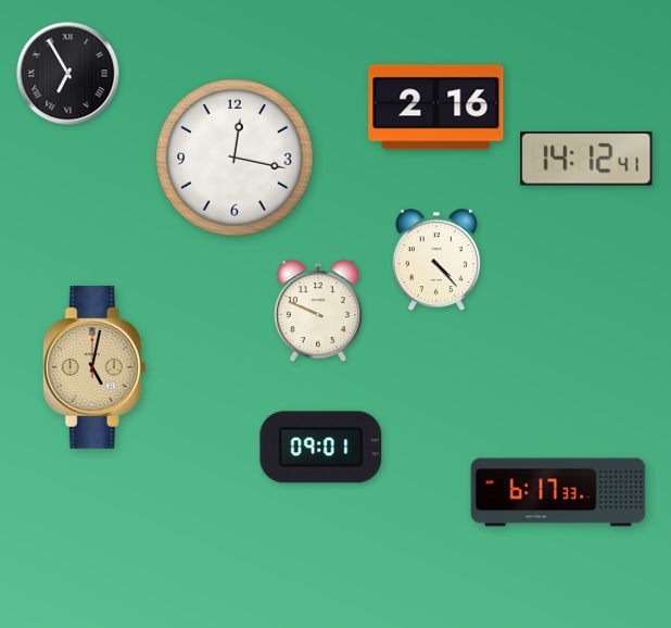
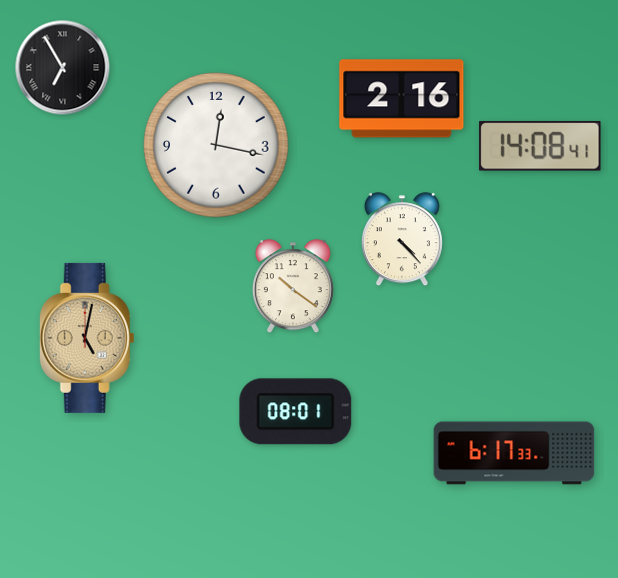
clock at (586, 159): 14:12 -> 14:08
clock at (318, 312): 9:49 -> 10:21
clock at (321, 448): 09:01 -> 08:01
